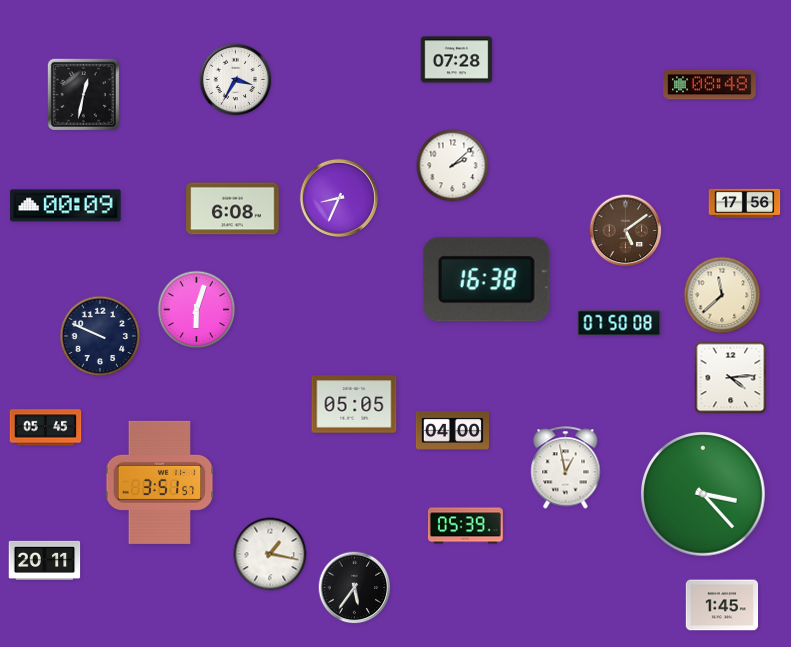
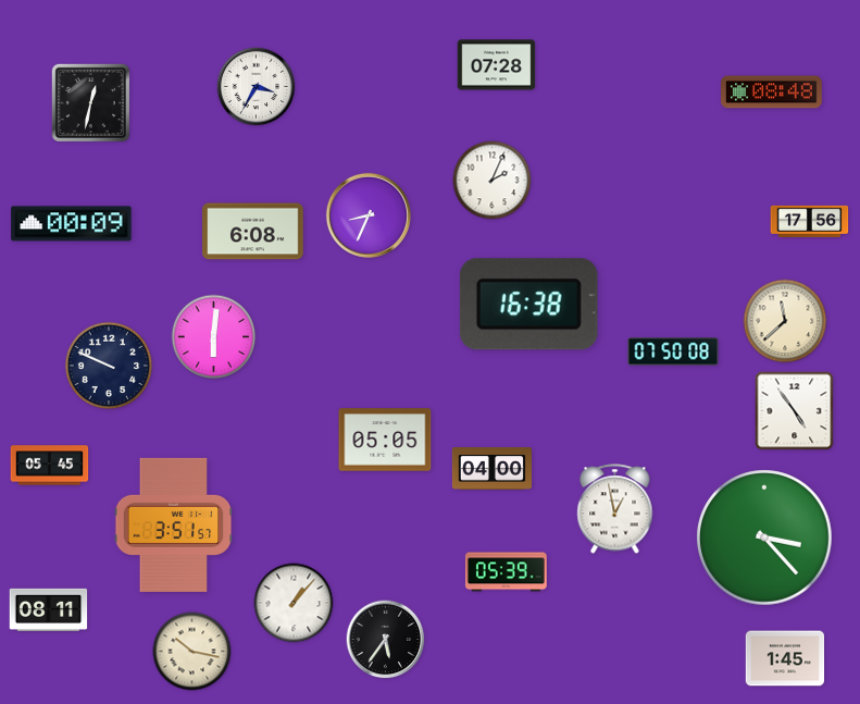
clock at (453, 166): 2:08 -> 2:04
clock at (233, 209) position: (233, 209) -> (253, 232)
clock at (626, 231): 5:09 -> none
clock at (197, 310): 6:03 -> 6:01
clock at (731, 378): 4:14 -> 4:54
clock at (270, 554): 1:17 -> 1:07
clock at (45, 560): 20:11 -> 08:11
clock at (192, 652): none -> 10:17
